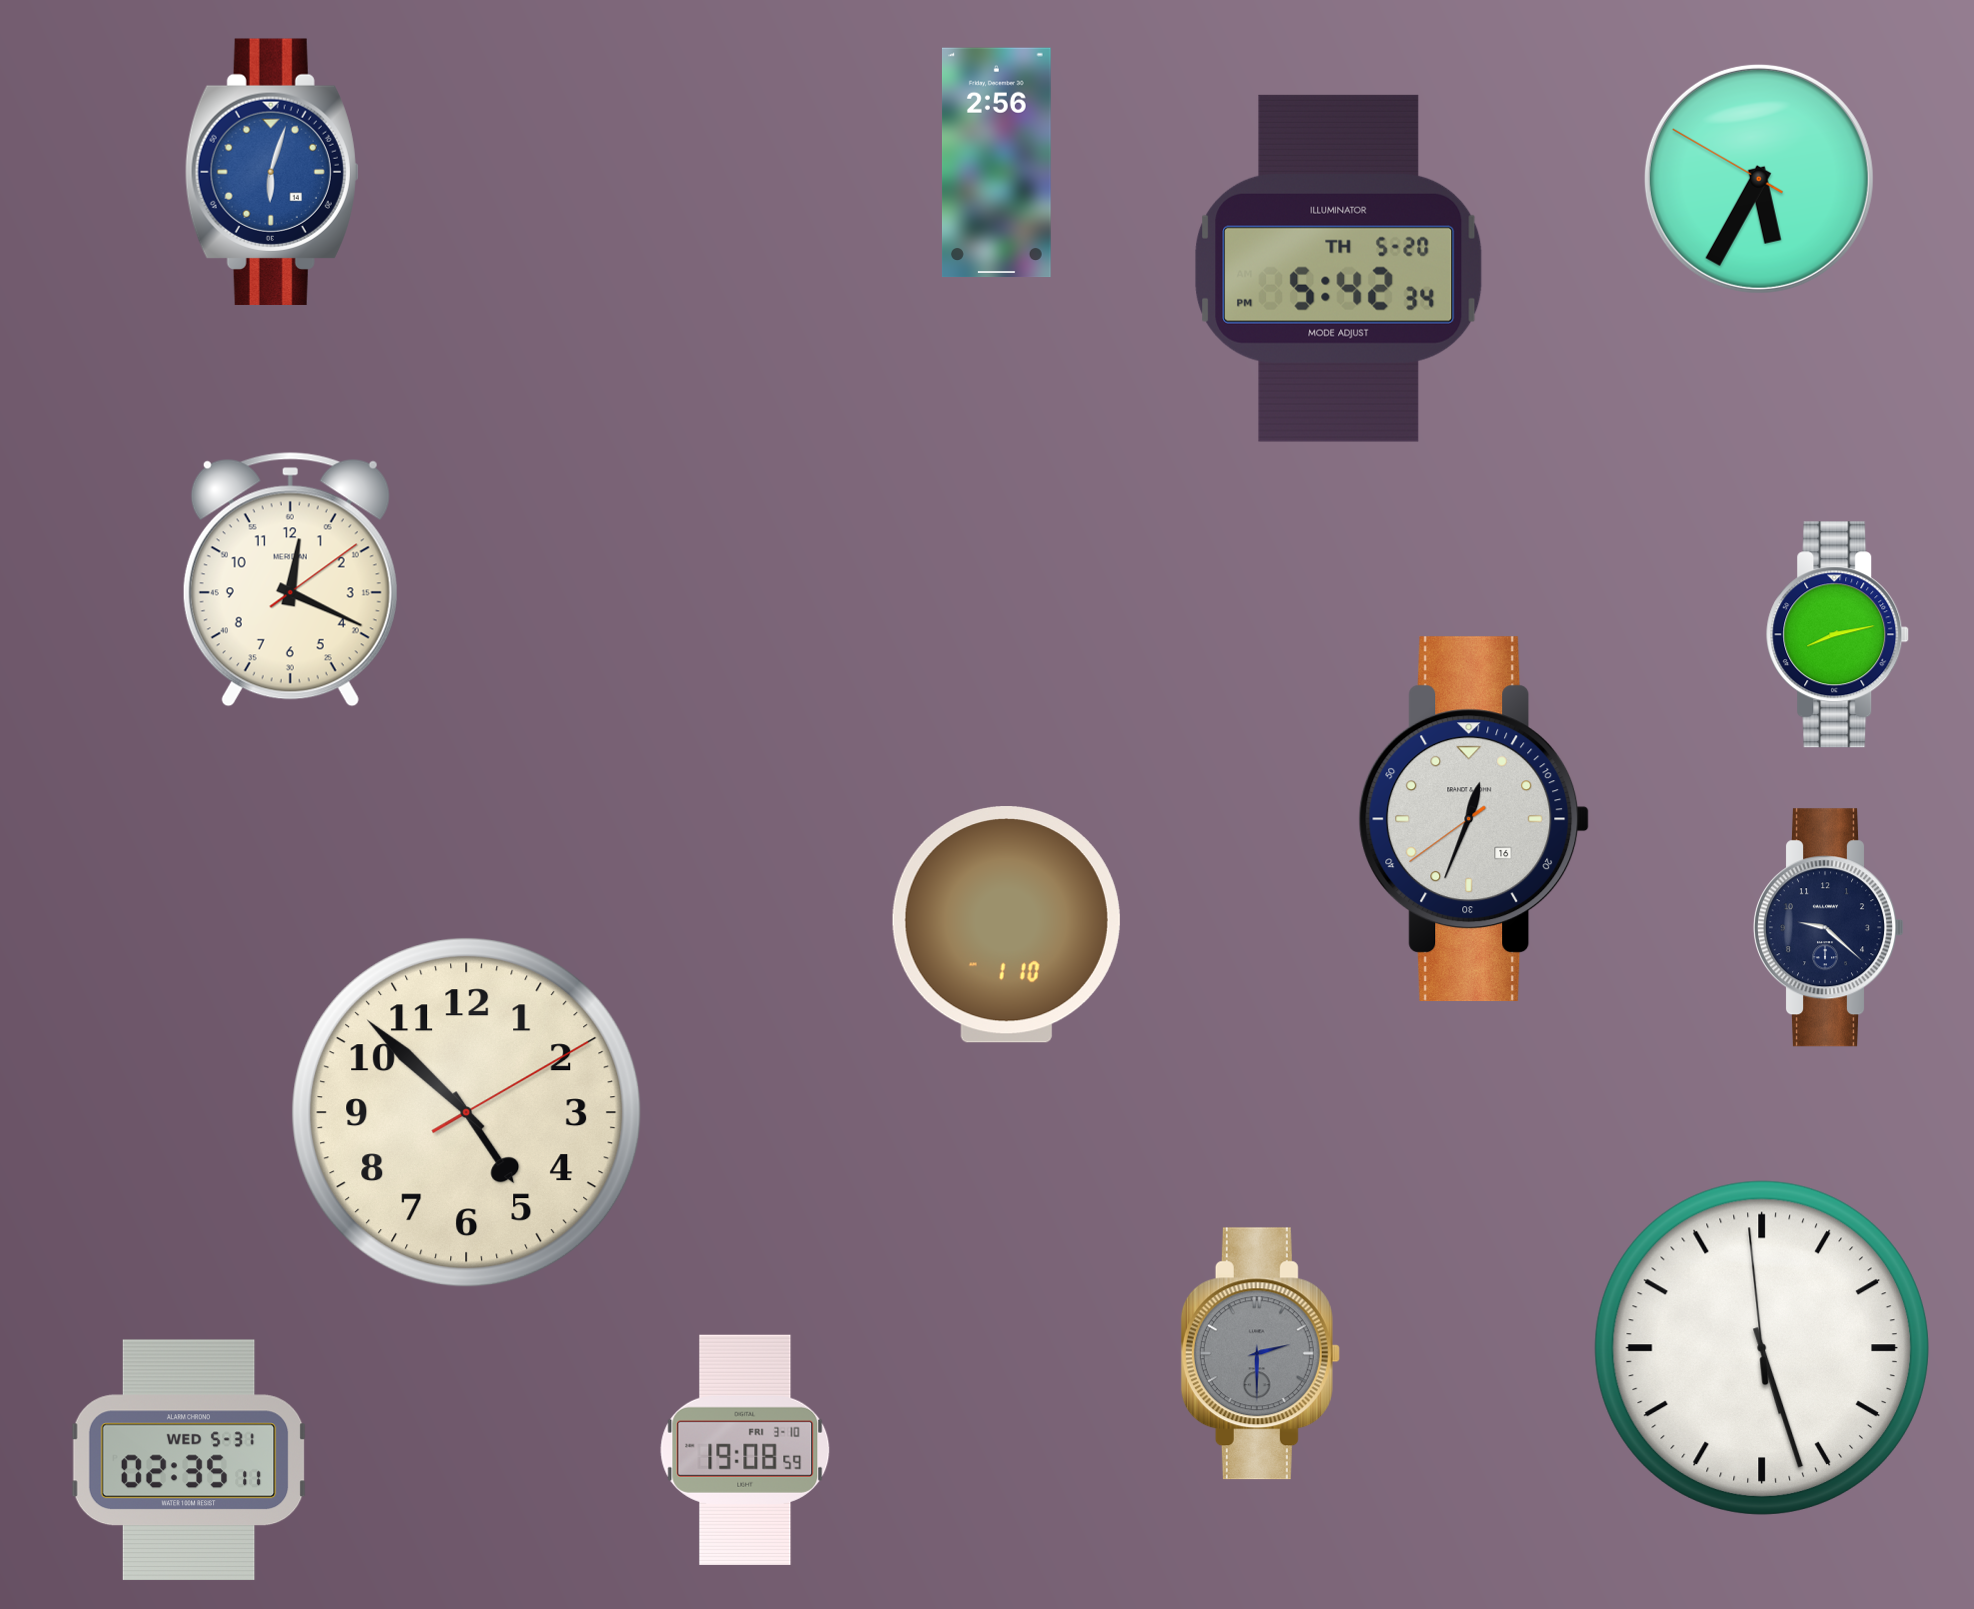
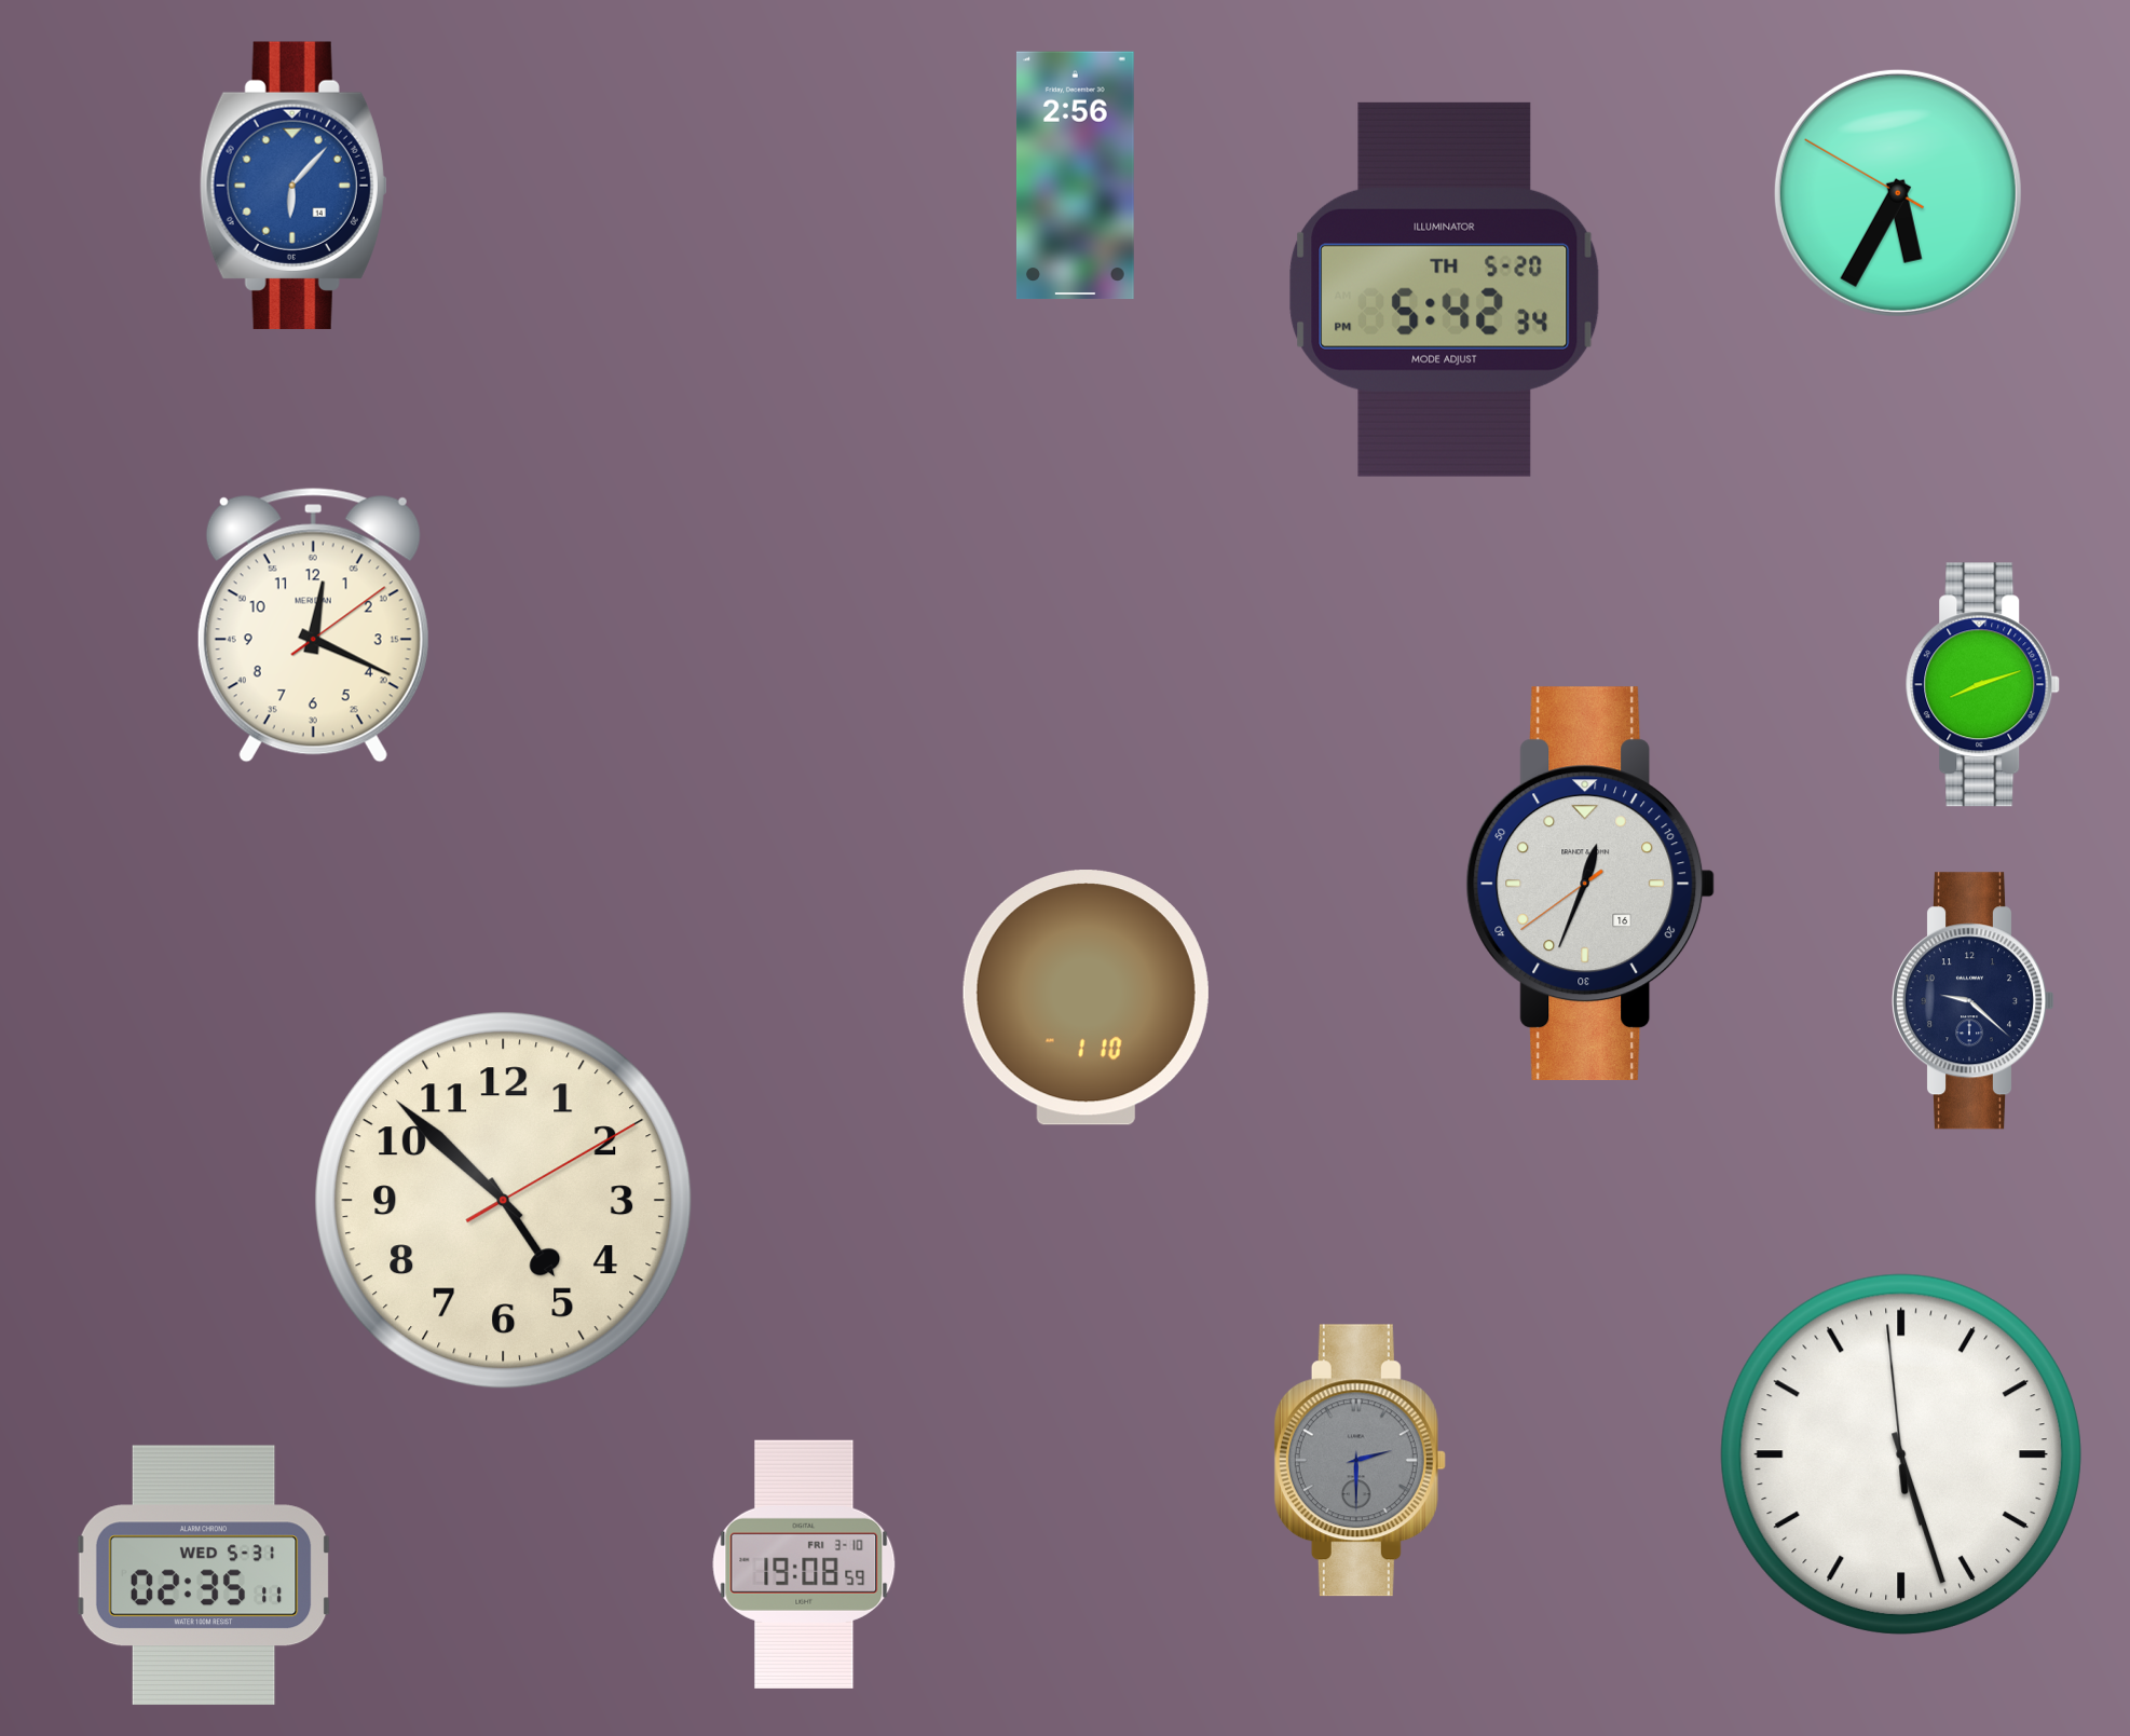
clock at (272, 172): 6:03 -> 6:07
clock at (1838, 635): 8:13 -> 8:12
